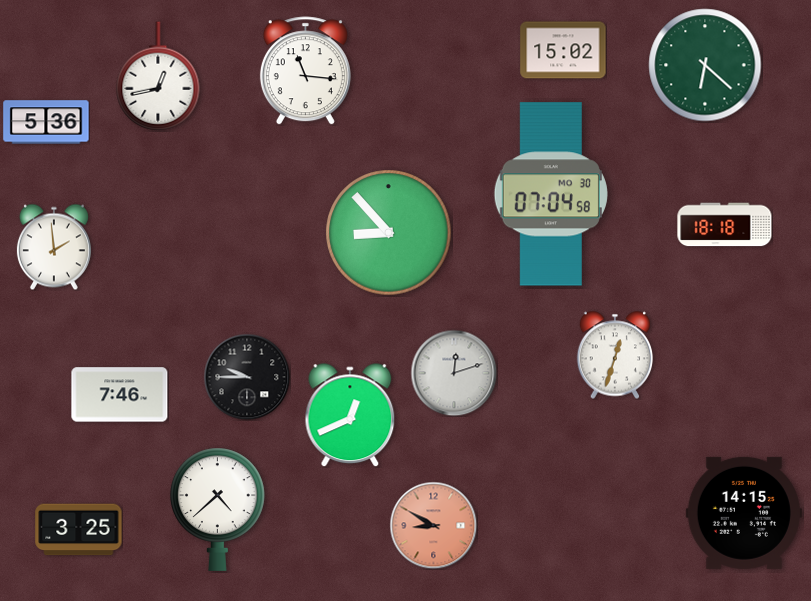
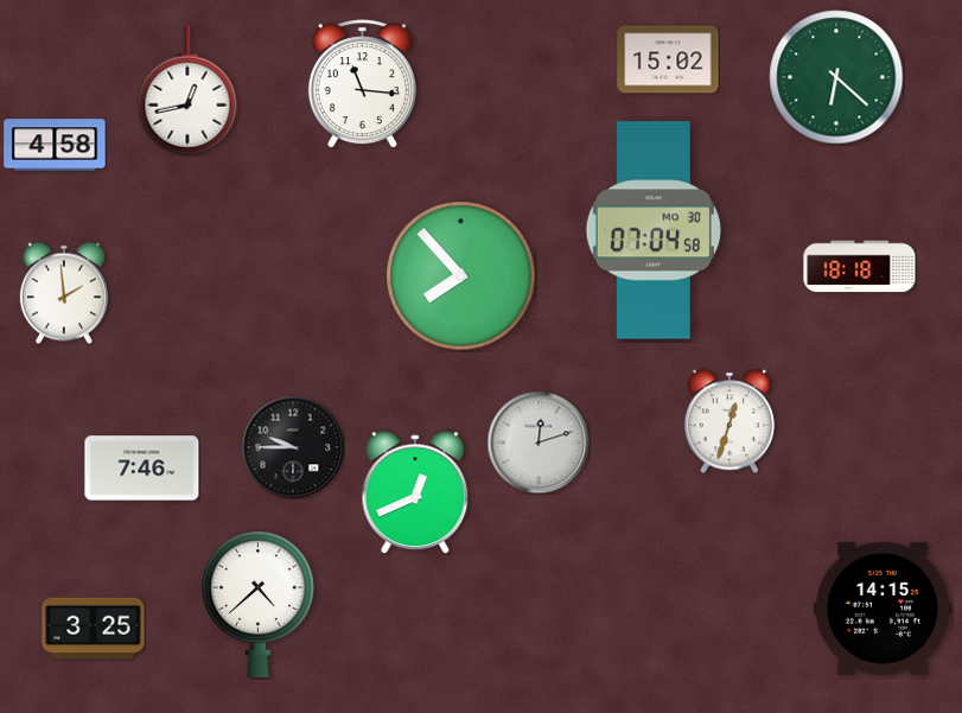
clock at (46, 122): 5:36 -> 4:58
clock at (389, 233): 8:53 -> 7:53
clock at (433, 525): 8:50 -> none
